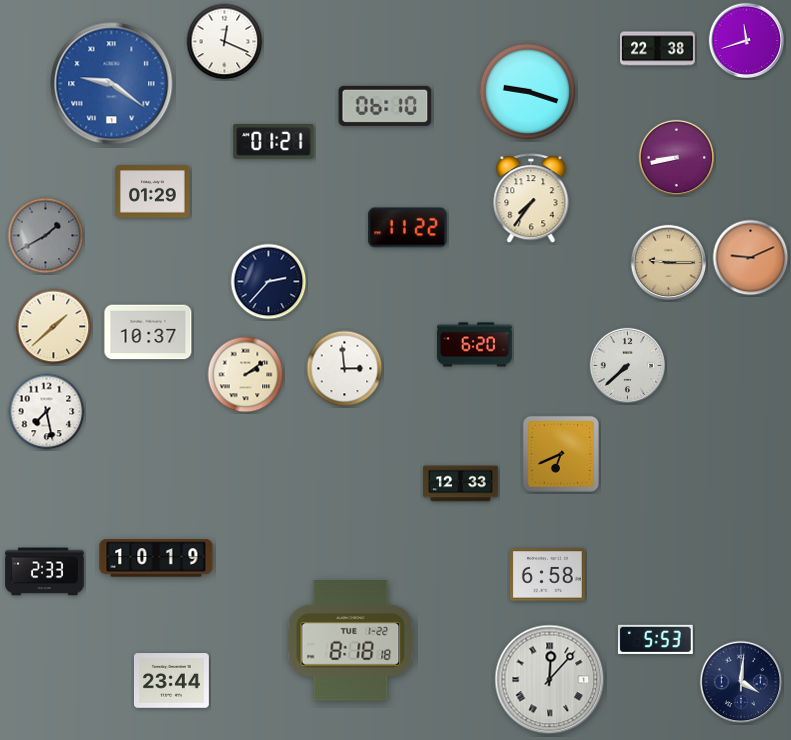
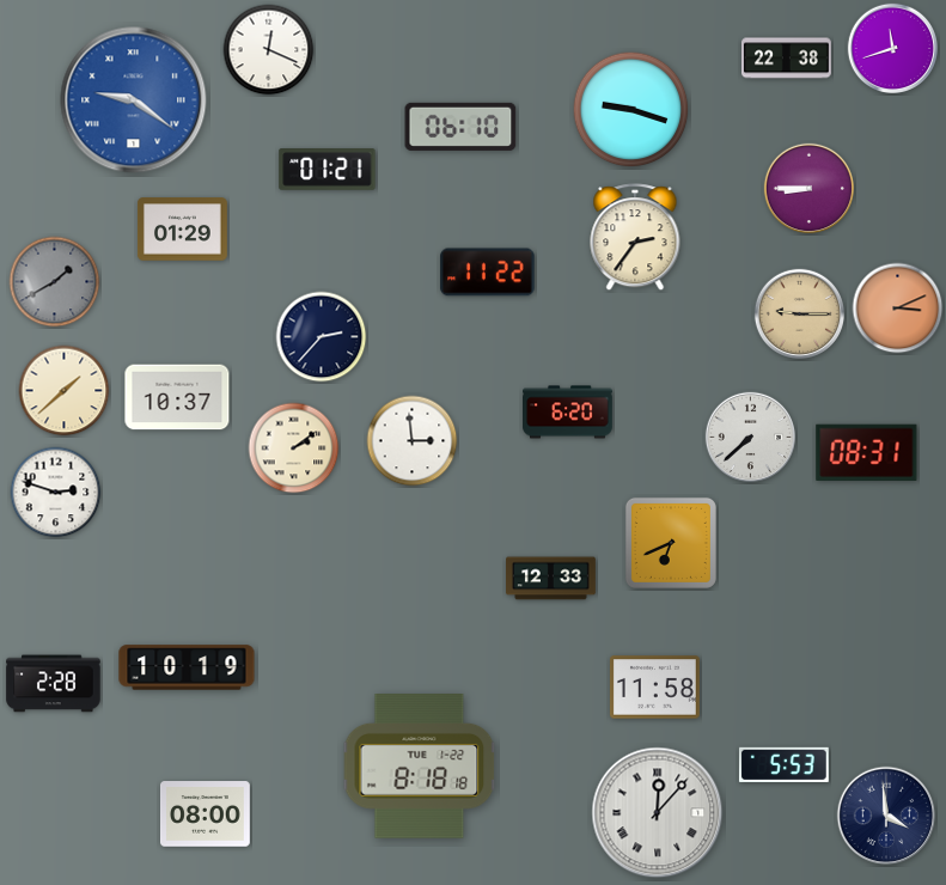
clock at (676, 157): 8:43 -> 8:45
clock at (531, 199): 7:36 -> 2:36
clock at (751, 258): 9:11 -> 3:11
clock at (867, 452): none -> 08:31
clock at (47, 412): 7:28 -> 2:48
clock at (45, 572): 2:33 -> 2:28
clock at (547, 575): 6:58 -> 11:58
clock at (172, 681): 23:44 -> 08:00
clock at (741, 682): 4:01 -> 3:59
